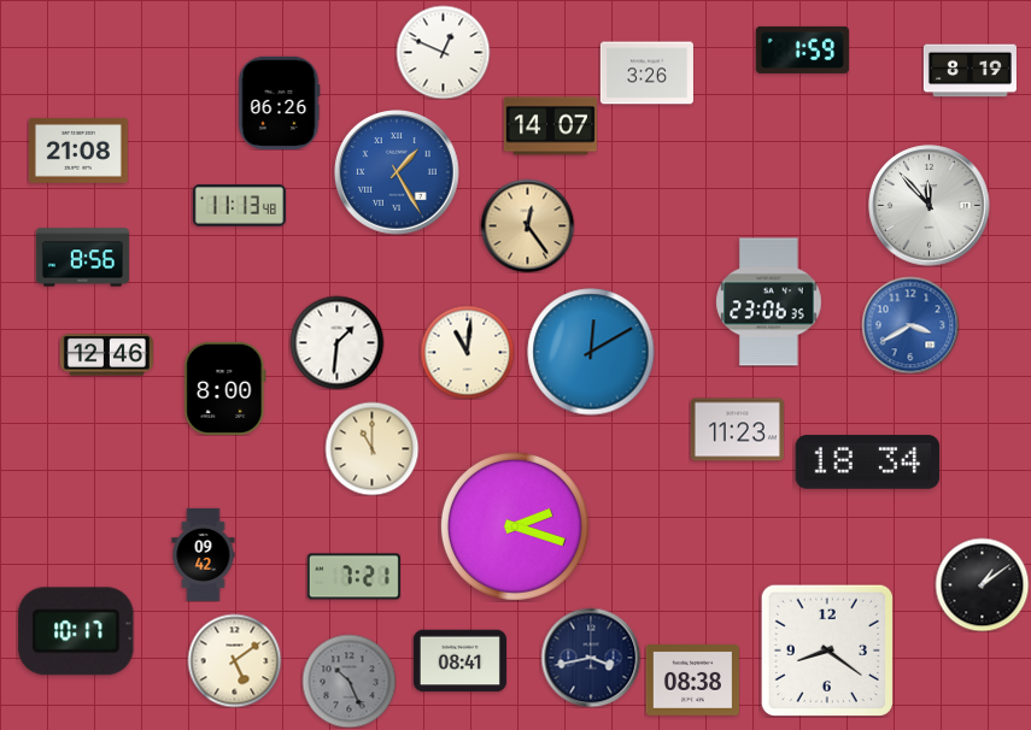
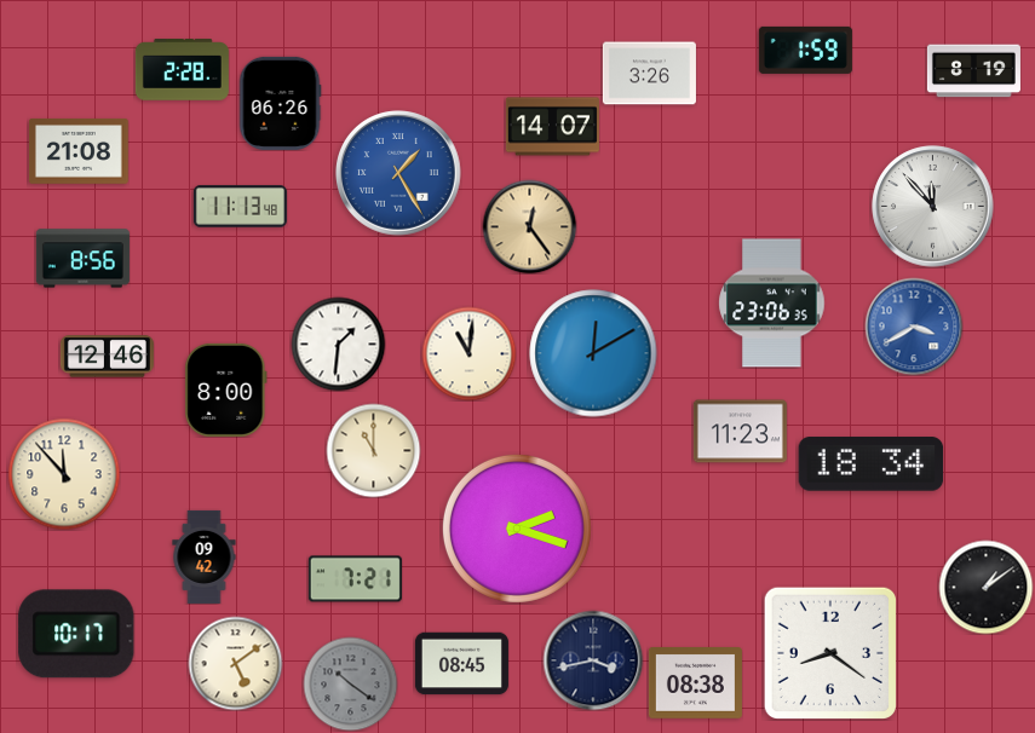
clock at (443, 52): 12:49 -> none
clock at (182, 70): none -> 2:28
clock at (64, 474): none -> 11:53
clock at (459, 661): 08:41 -> 08:45
clock at (348, 681): 10:26 -> 10:21
